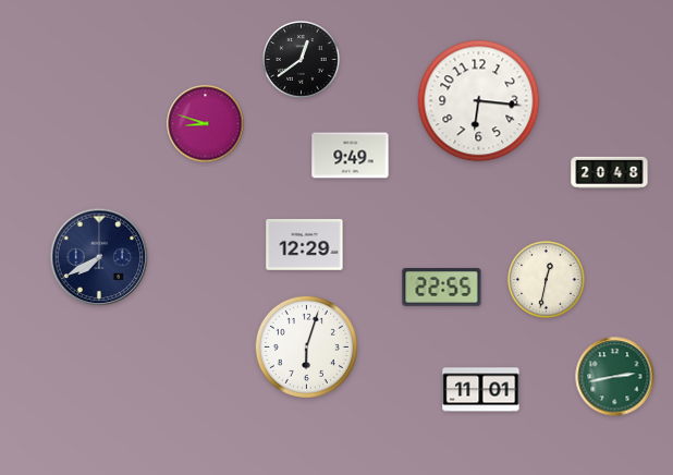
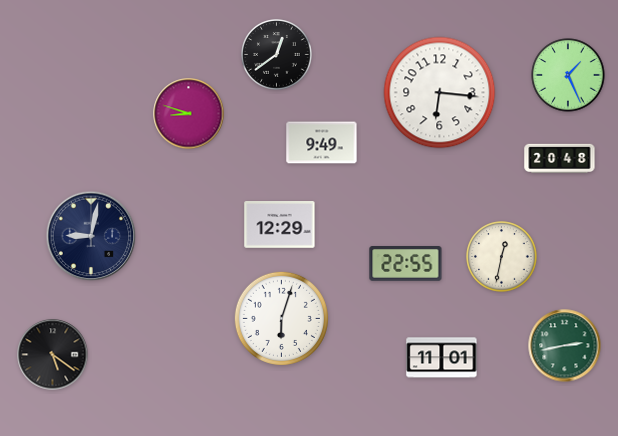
clock at (568, 75): none -> 1:26
clock at (99, 257): 7:40 -> 9:02
clock at (53, 355): none -> 5:21
